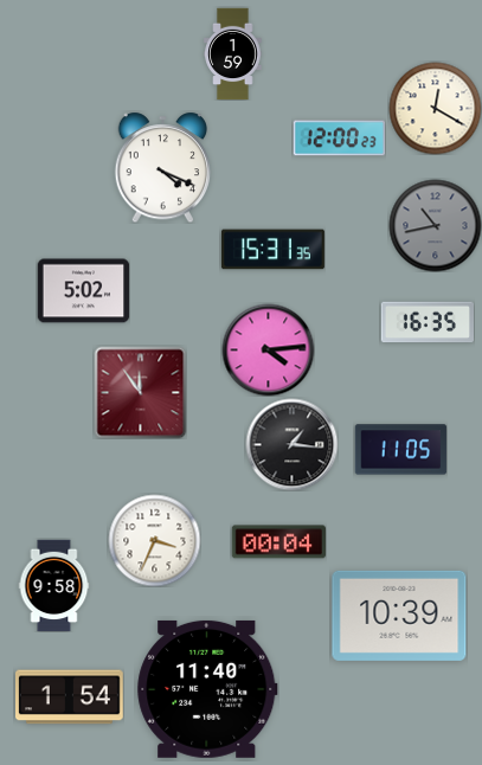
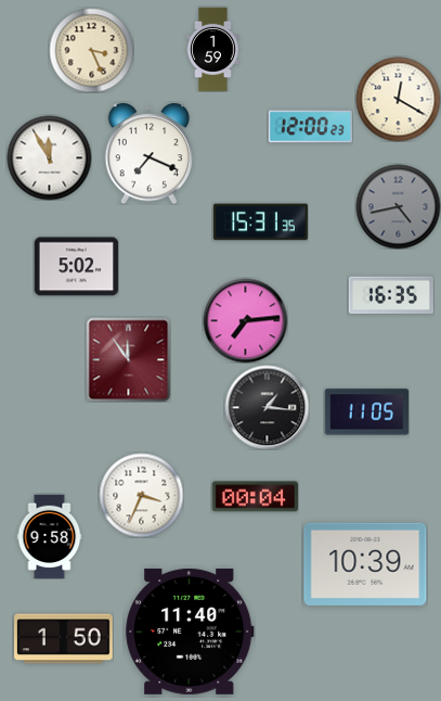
clock at (91, 50): none -> 3:26
clock at (163, 167): 4:19 -> 7:19
clock at (49, 157): none -> 11:55
clock at (435, 225): 10:43 -> 4:43
clock at (272, 250) position: (272, 250) -> (260, 222)
clock at (268, 349): 4:14 -> 7:14
clock at (70, 697): 1:54 -> 1:50
